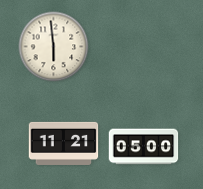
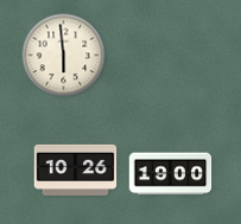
clock at (64, 143): 11:21 -> 10:26
clock at (144, 147): 05:00 -> 19:00
